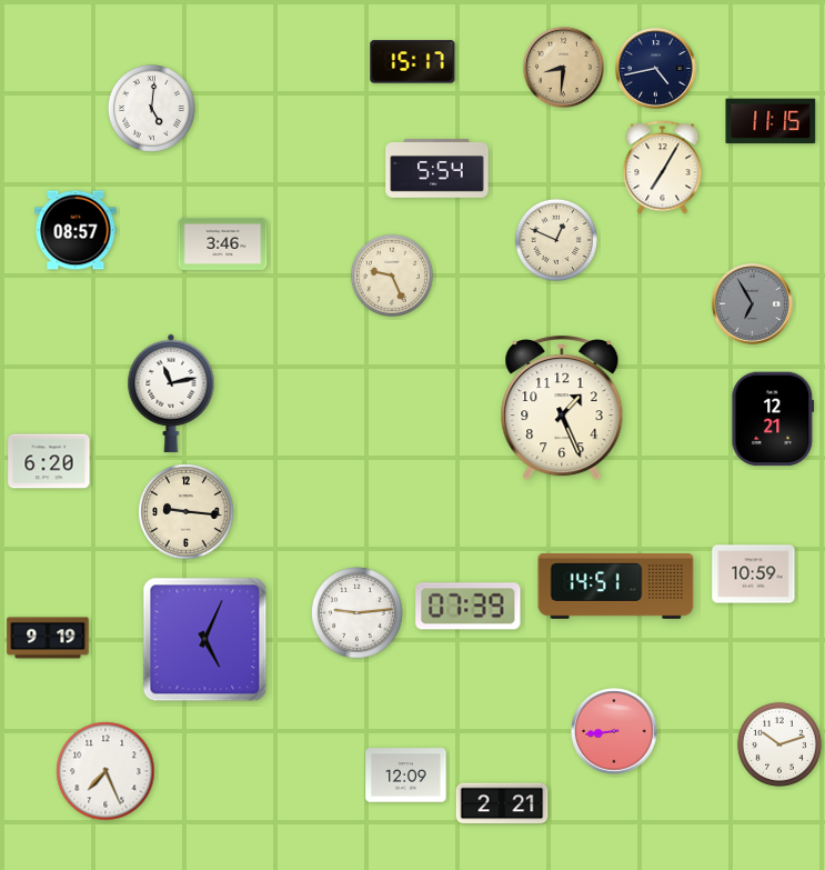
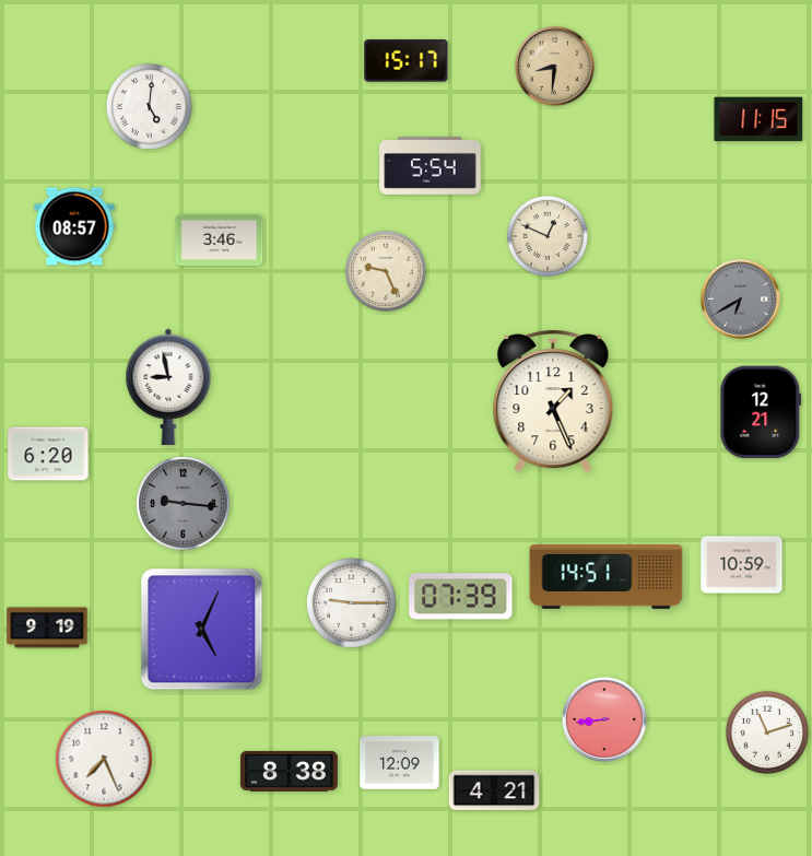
clock at (656, 69): 4:43 -> none
clock at (663, 168): 7:05 -> none
clock at (753, 304): 6:55 -> 6:40
clock at (171, 393): 11:13 -> 8:58
clock at (187, 512) dial: cream -> grey
clock at (358, 613): 9:14 -> 9:15
clock at (779, 744): 10:12 -> 11:12
clock at (289, 771): none -> 8:38
clock at (502, 803): 2:21 -> 4:21
